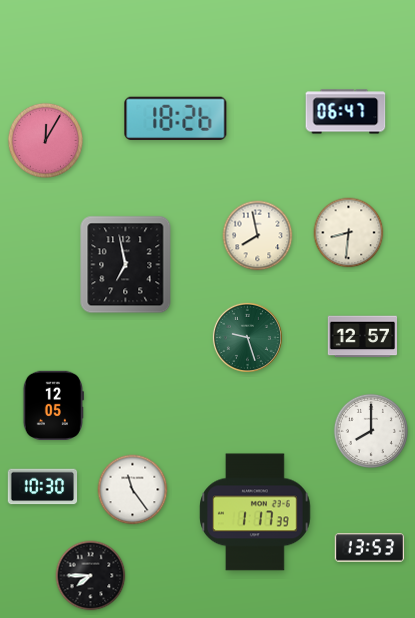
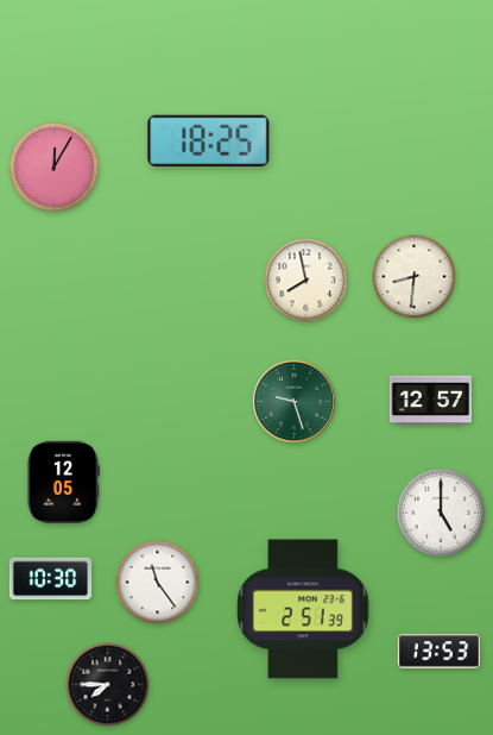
clock at (346, 112): 06:47 -> none
clock at (176, 118): 18:26 -> 18:25
clock at (126, 265): 6:58 -> none
clock at (371, 431): 8:00 -> 5:00
clock at (255, 512): 1:17 -> 2:51
